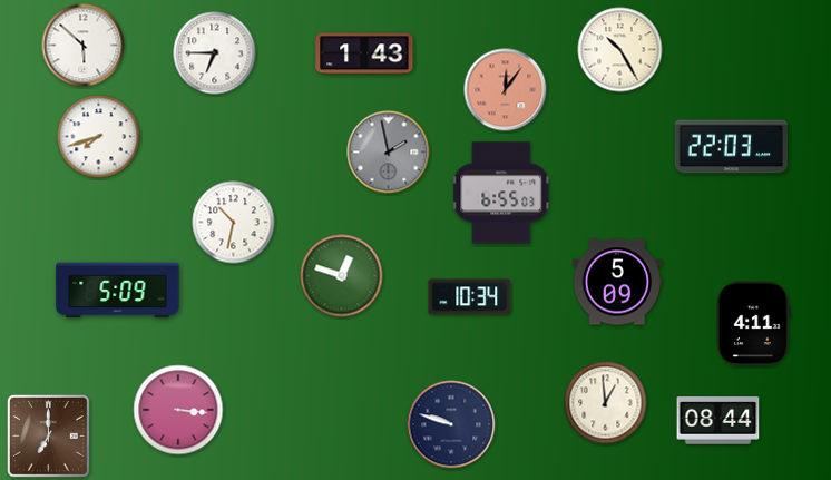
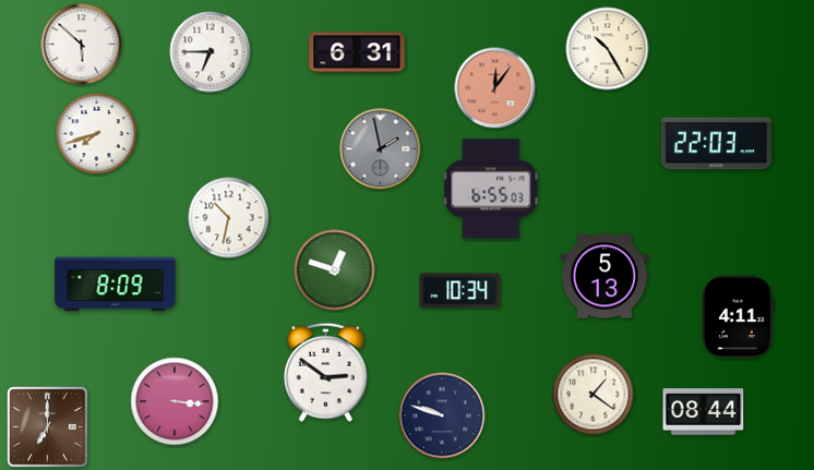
clock at (364, 53): 1:43 -> 6:31
clock at (617, 282): 5:09 -> 5:13
clock at (118, 291): 5:09 -> 8:09
clock at (325, 372): none -> 2:51
clock at (606, 403): 12:59 -> 1:21
